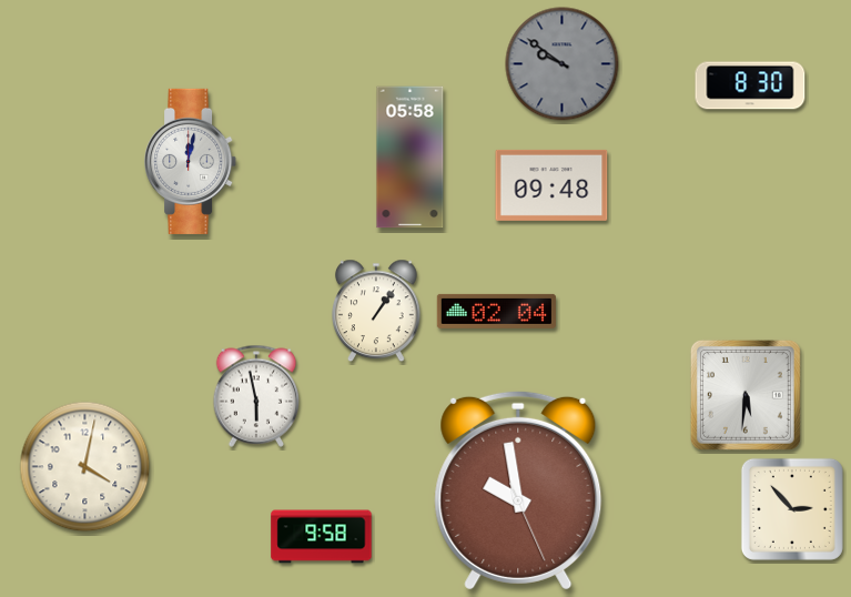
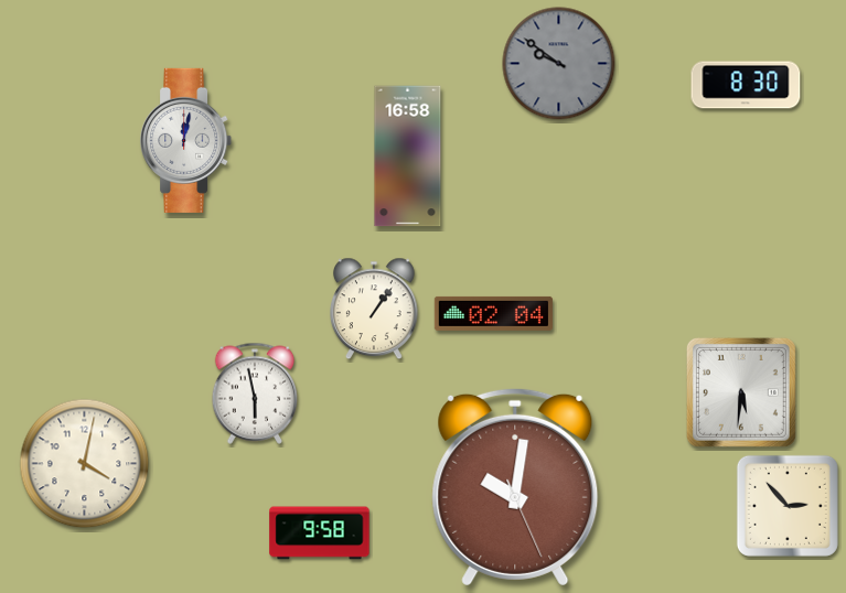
clock at (411, 158): 05:58 -> 16:58
clock at (191, 161) position: (191, 161) -> (186, 140)
clock at (551, 185): 09:48 -> none
clock at (496, 311) position: (496, 311) -> (493, 313)
clock at (518, 490): 9:58 -> 10:01
